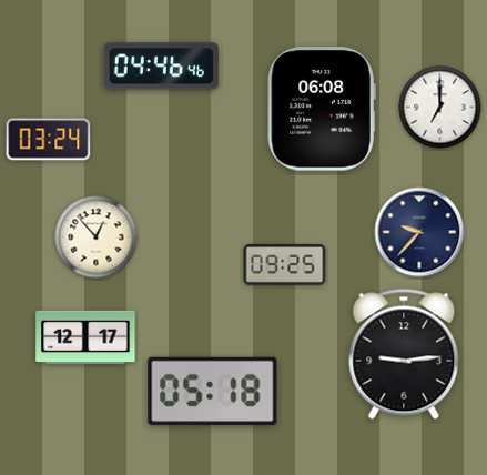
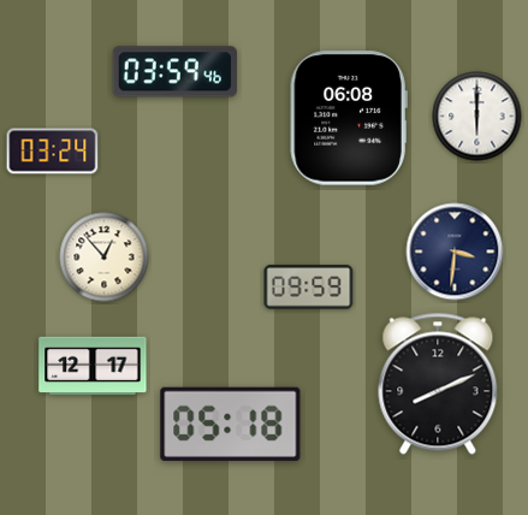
clock at (161, 67): 04:46 -> 03:59
clock at (440, 108): 7:00 -> 6:00
clock at (419, 232): 9:37 -> 3:31
clock at (285, 265): 09:25 -> 09:59
clock at (404, 354): 9:14 -> 8:11
